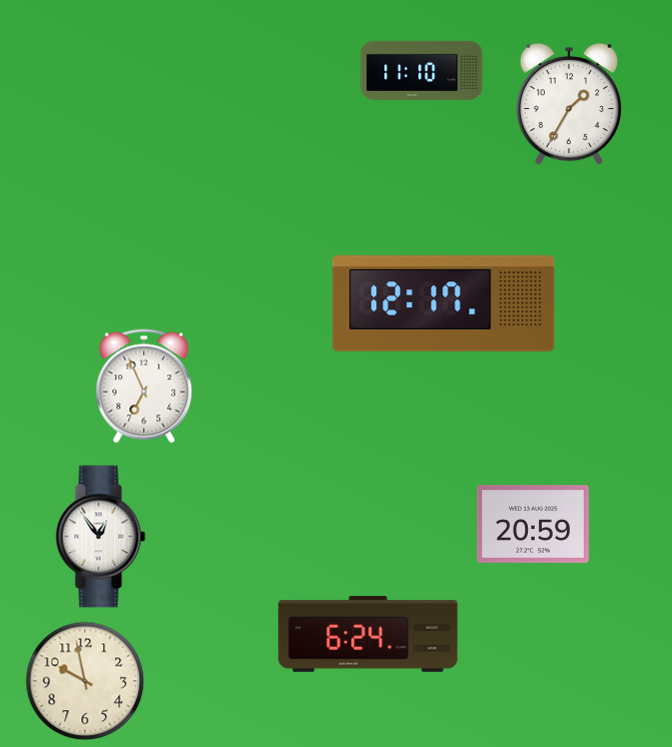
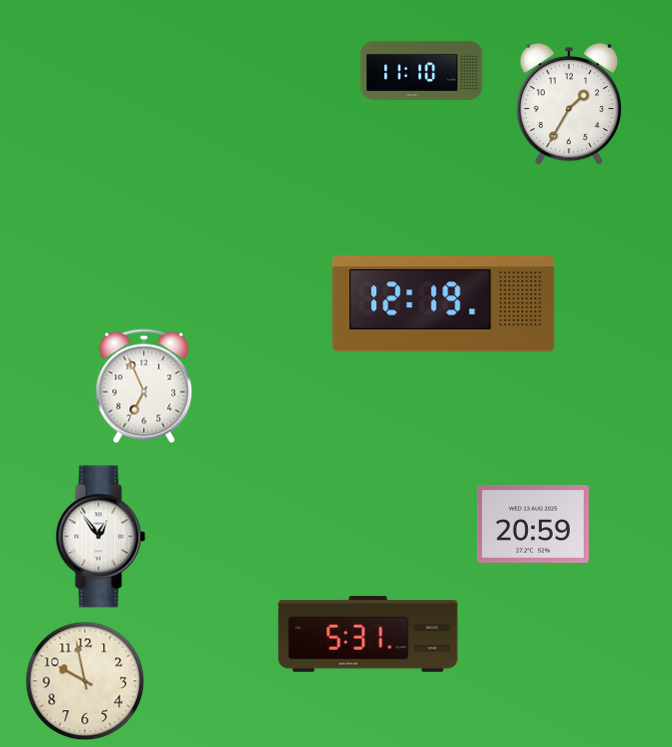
clock at (444, 304): 12:17 -> 12:19
clock at (368, 634): 6:24 -> 5:31
